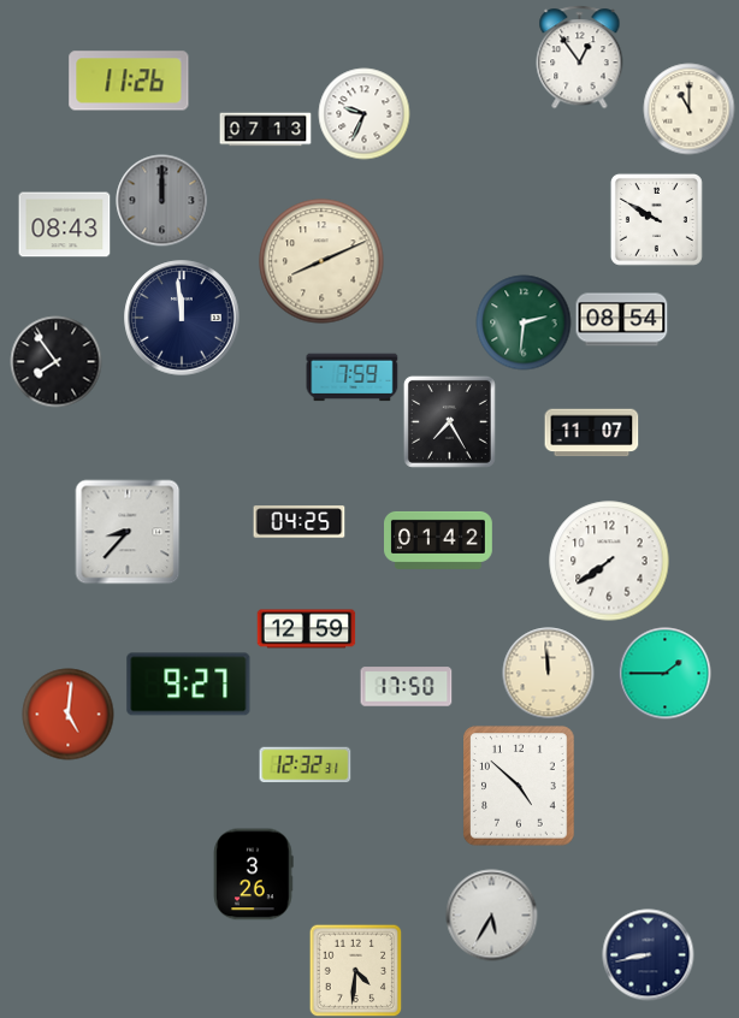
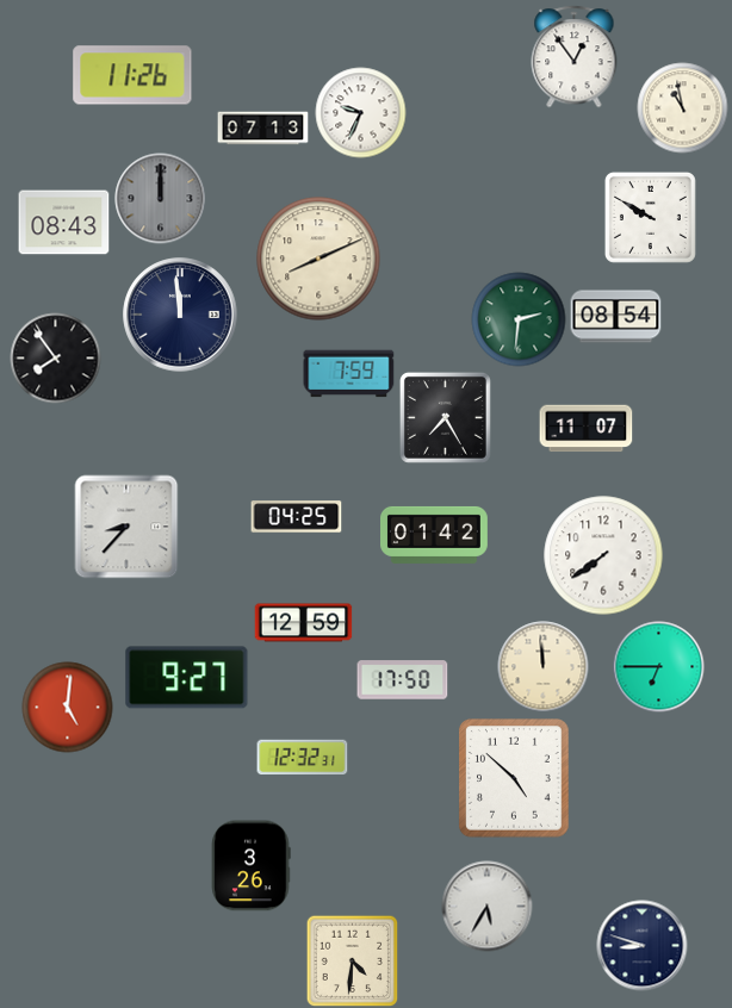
clock at (129, 81) position: (129, 81) -> (132, 75)
clock at (690, 110): 11:00 -> 10:58
clock at (666, 674): 1:45 -> 6:45
clock at (649, 955): 8:43 -> 8:48
